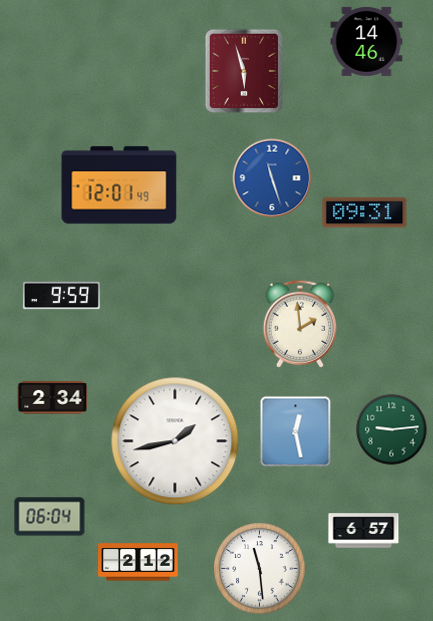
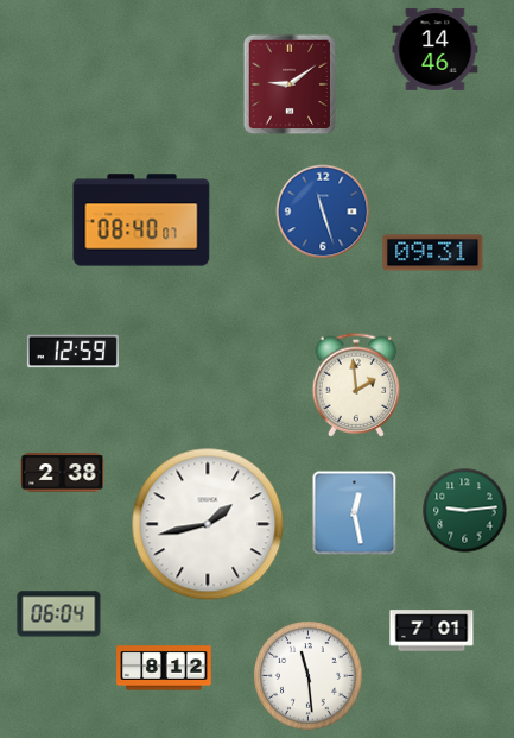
clock at (244, 71): 5:57 -> 9:09
clock at (119, 185): 12:01 -> 08:40
clock at (61, 296): 9:59 -> 12:59
clock at (53, 398): 2:34 -> 2:38
clock at (296, 432) position: (296, 432) -> (355, 513)
clock at (364, 531): 6:57 -> 7:01
clock at (138, 562): 2:12 -> 8:12
